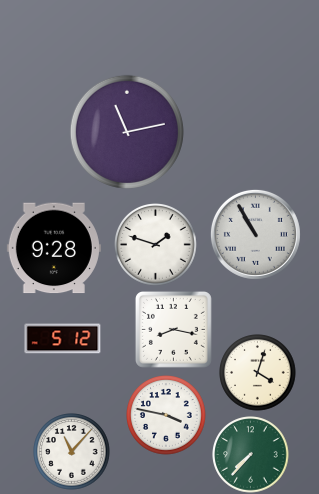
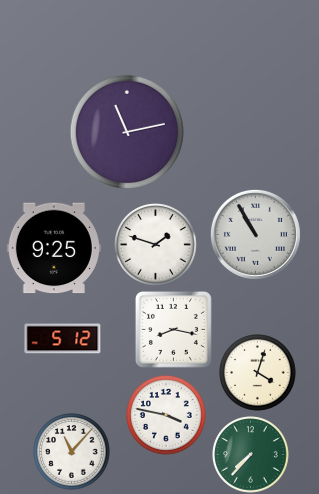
clock at (54, 248): 9:28 -> 9:25
